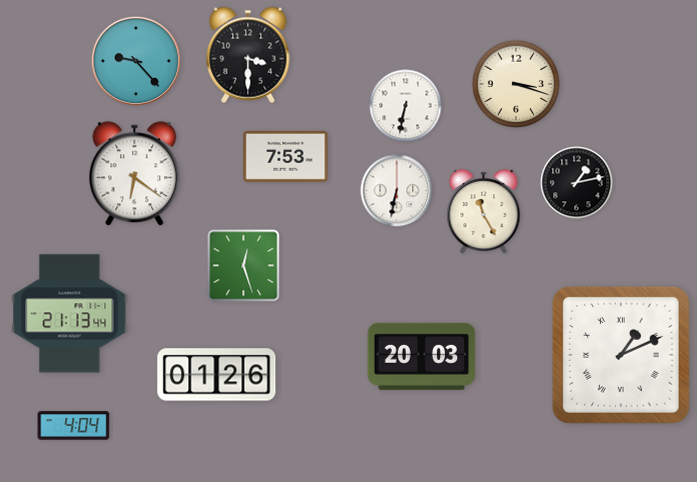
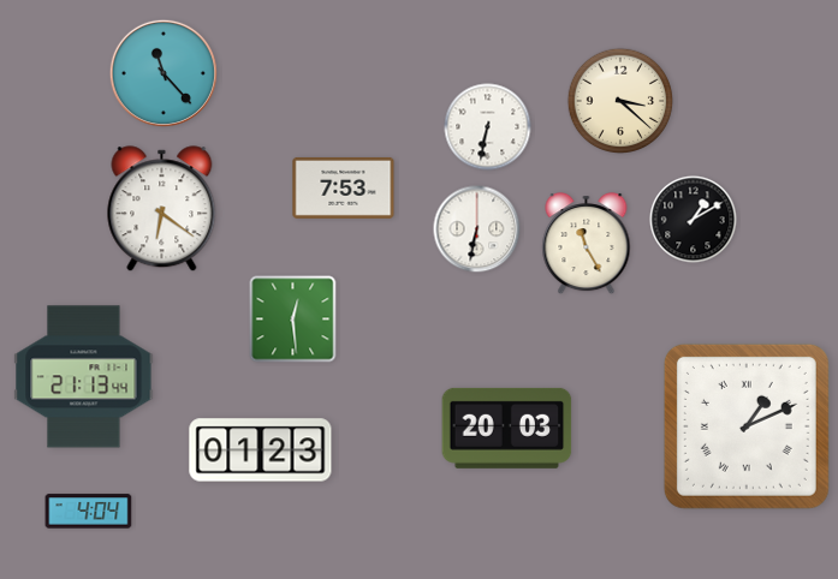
clock at (248, 55): 3:30 -> none
clock at (136, 61): 9:23 -> 11:23
clock at (516, 84): 3:18 -> 3:22
clock at (577, 183): 1:13 -> 1:10
clock at (484, 213) position: (484, 213) -> (587, 245)
clock at (244, 266): 12:27 -> 12:29
clock at (217, 375): 01:26 -> 01:23
